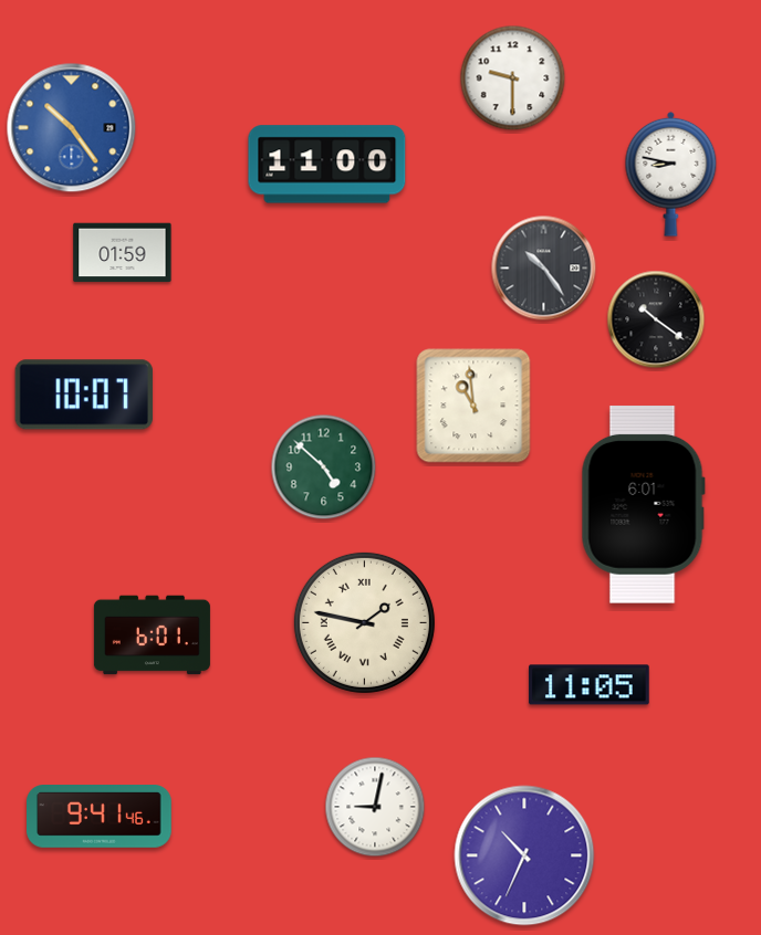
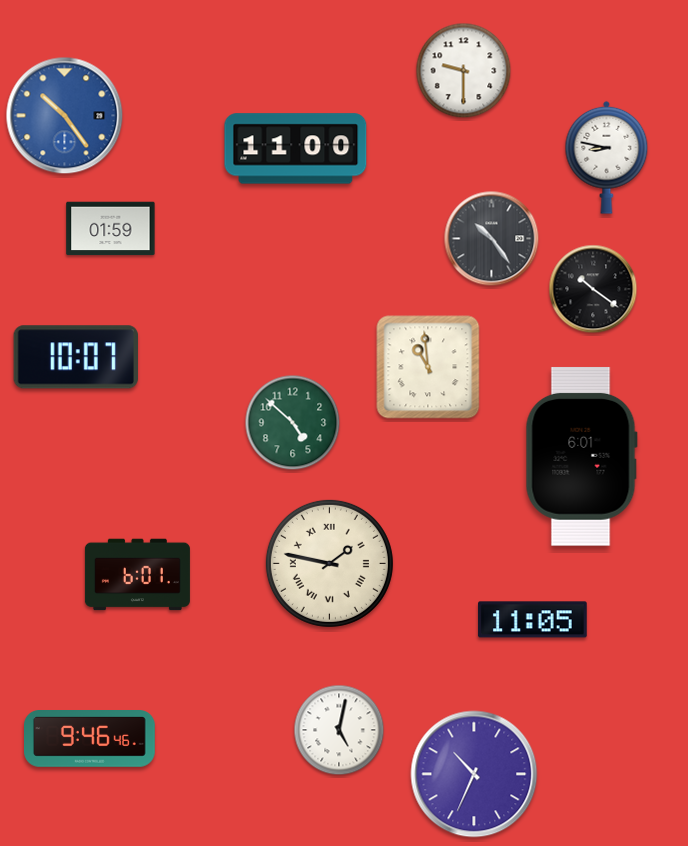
clock at (544, 269) position: (544, 269) -> (492, 239)
clock at (375, 807): 9:02 -> 5:02
clock at (100, 817): 9:41 -> 9:46
